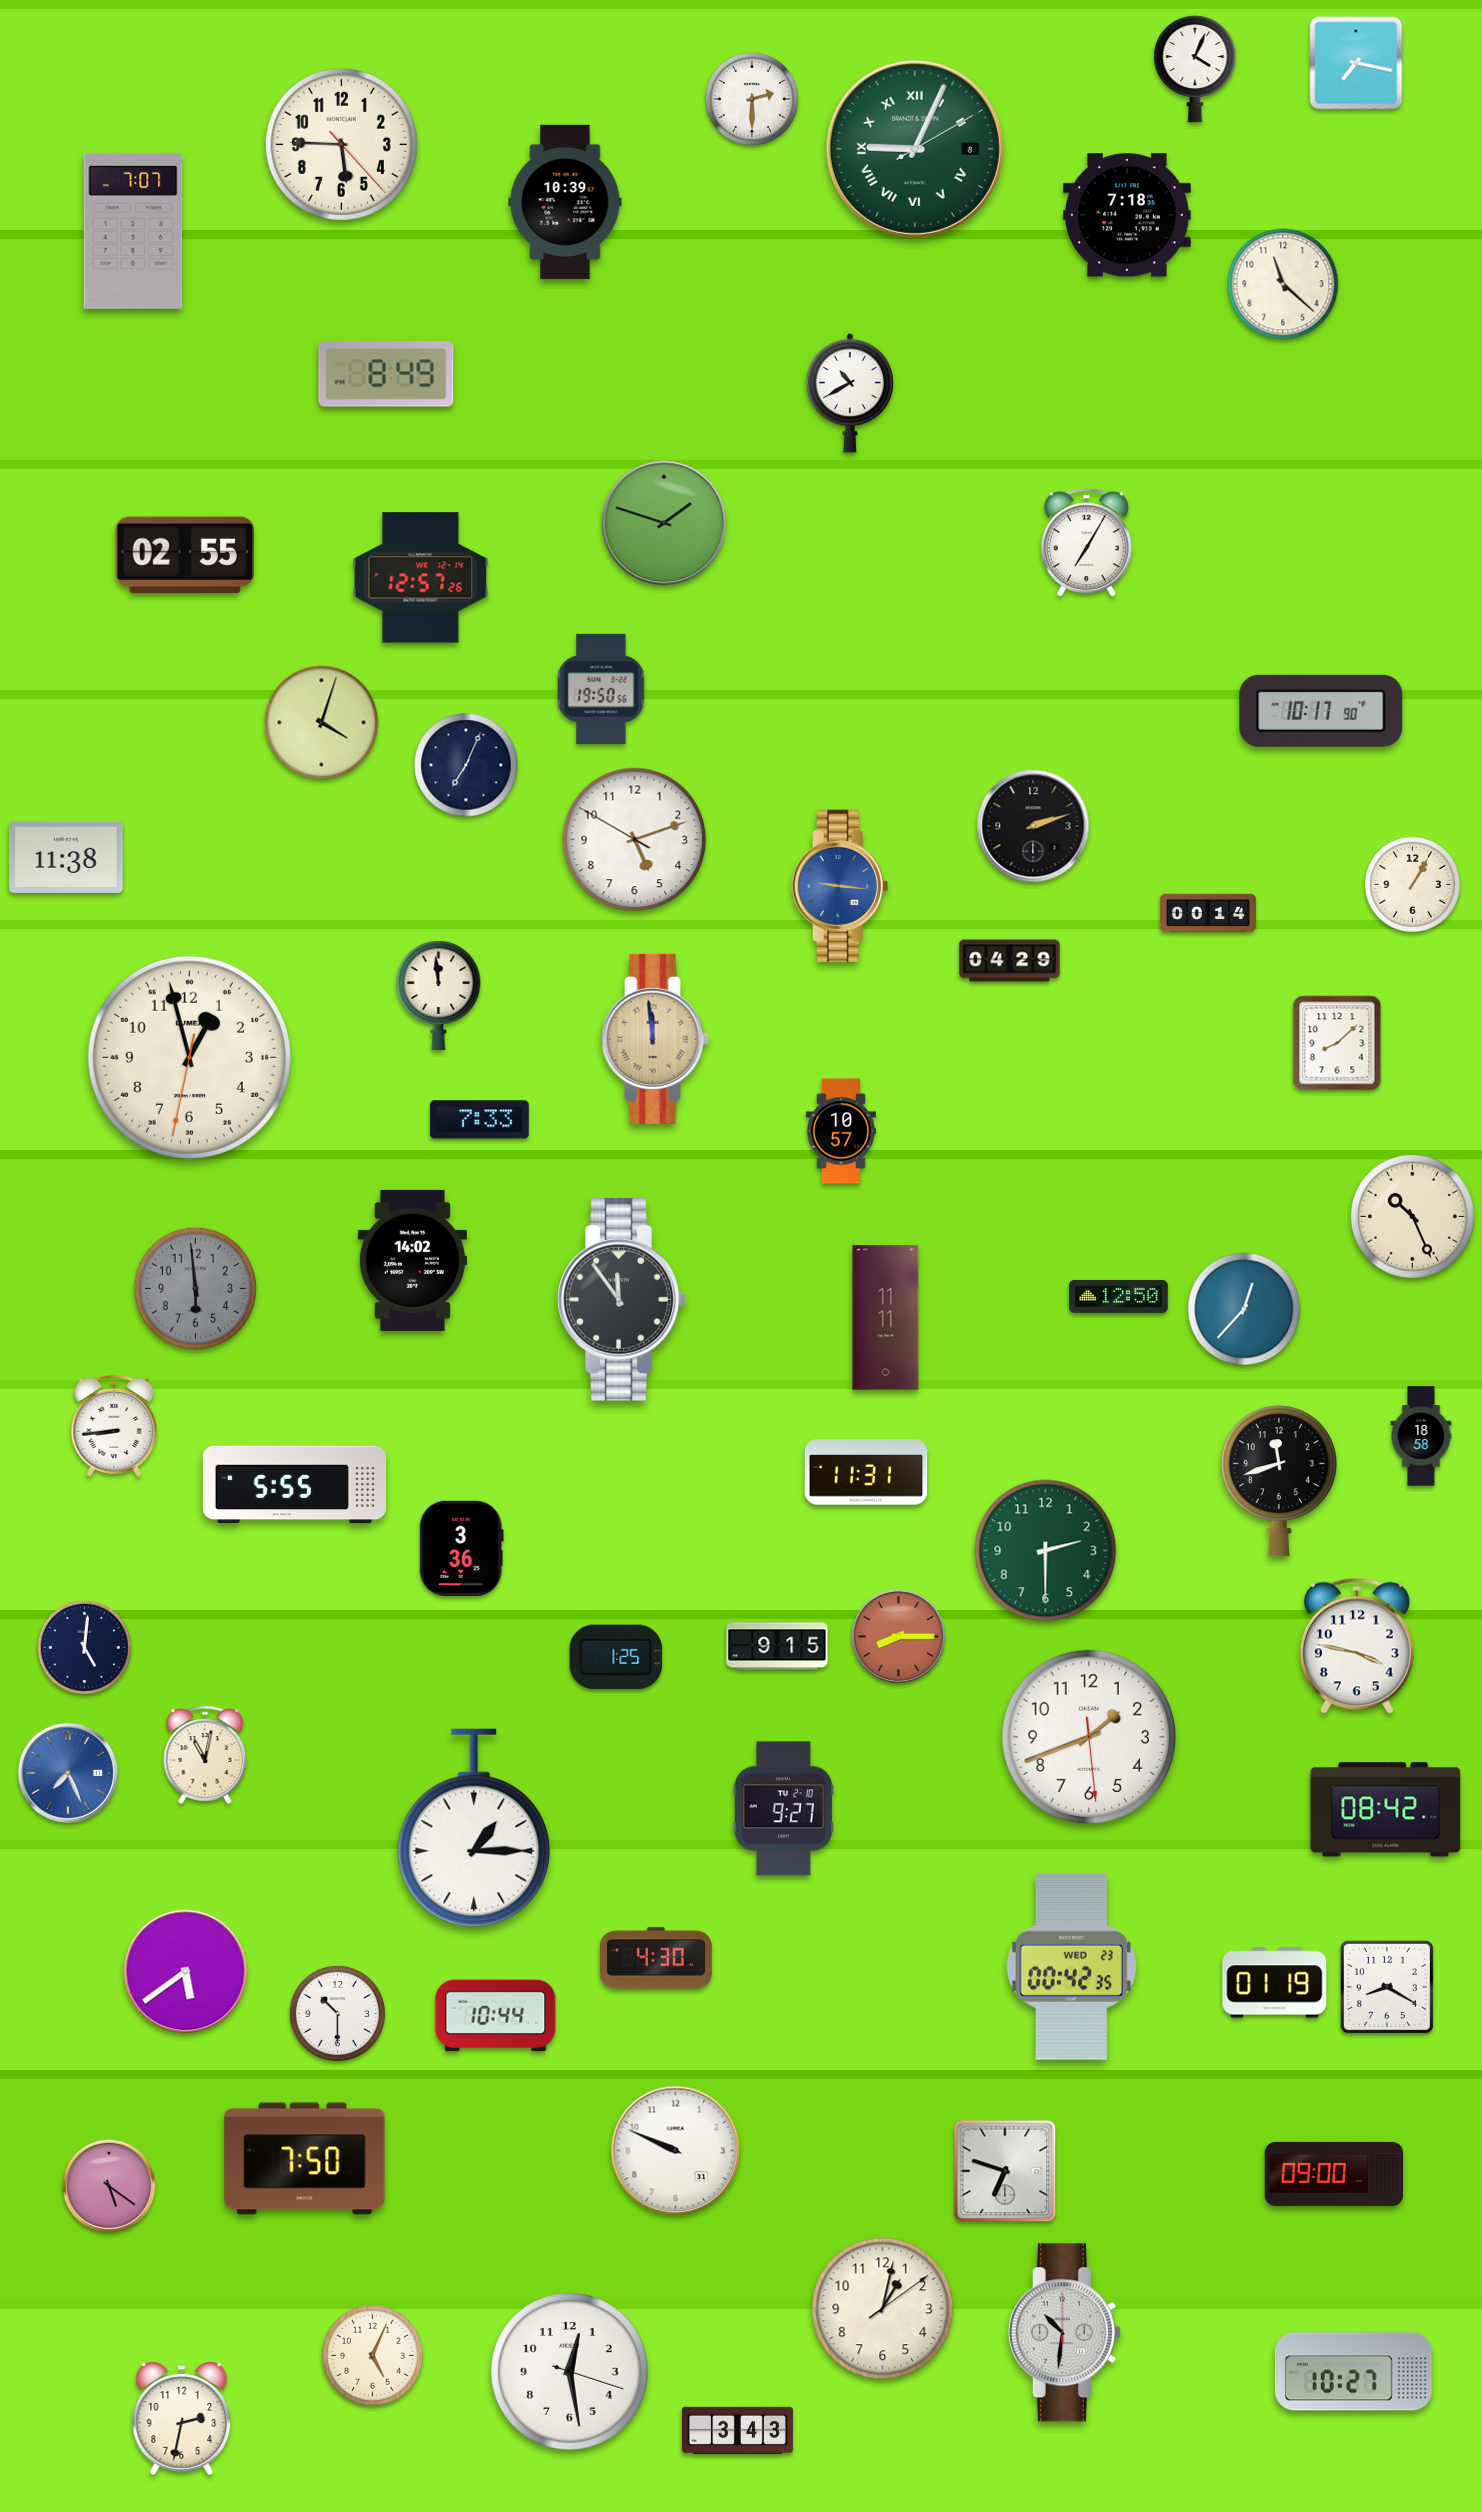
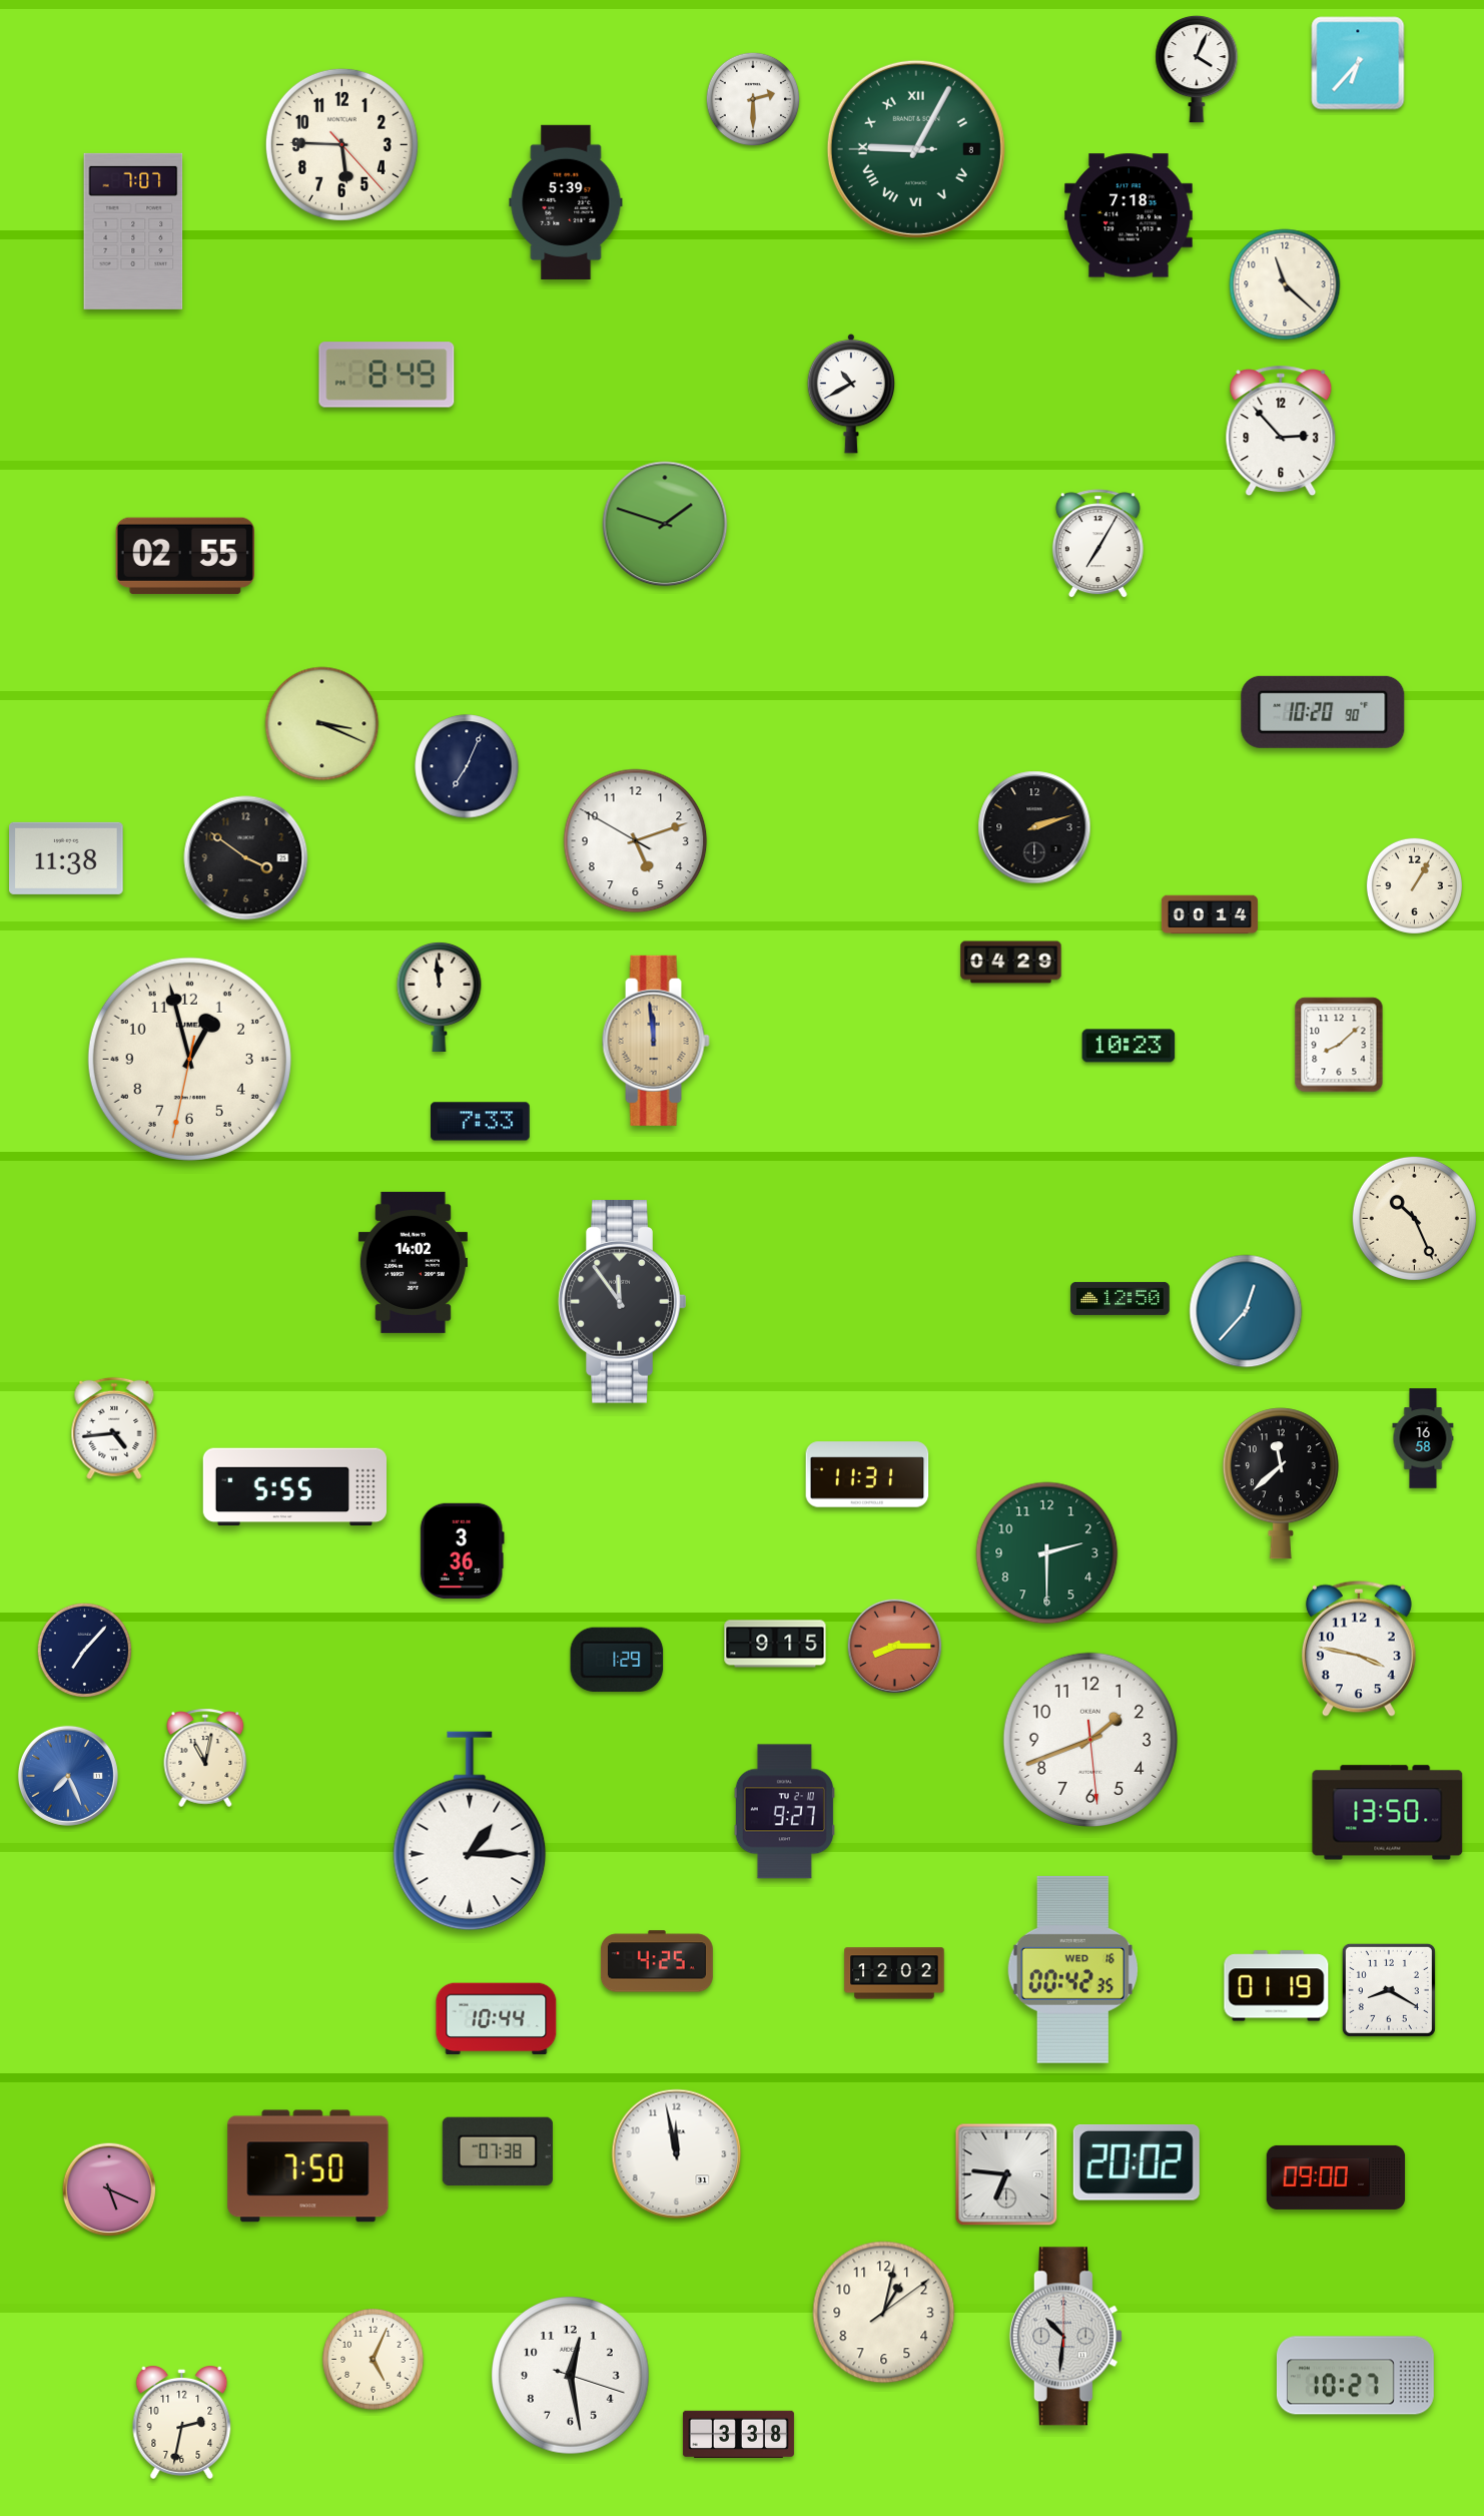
clock at (1356, 63): 7:17 -> 6:37
clock at (915, 149): 9:04:10 -> 9:04:45
clock at (565, 202): 10:39 -> 5:39
clock at (1281, 431): none -> 2:53
clock at (1086, 543) position: (1086, 543) -> (1097, 544)
clock at (421, 578): 12:57 -> none
clock at (601, 689): 19:50 -> none
clock at (1321, 711): 10:17 -> 10:20
clock at (322, 723): 4:03 -> 3:19
clock at (246, 858): none -> 3:51
clock at (840, 886): 9:16 -> none
clock at (1129, 1046): none -> 10:23
clock at (841, 1131): 10:57 -> none
clock at (195, 1288): 5:59 -> none
clock at (886, 1318): 11:11 -> none
clock at (114, 1426): 8:44 -> 4:44
clock at (1421, 1436): 18:58 -> 16:58
clock at (1279, 1481): 11:42 -> 11:38
clock at (899, 1637) position: (899, 1637) -> (895, 1647)
clock at (777, 1646) position: (777, 1646) -> (775, 1644)
clock at (84, 1647): 5:01 -> 7:07
clock at (616, 1657): 1:25 -> 1:29
clock at (1386, 1810): 08:42 -> 13:50
clock at (474, 1828) position: (474, 1828) -> (470, 1831)
clock at (656, 1958): 4:30 -> 4:25
clock at (1071, 1966) date: WED 23 -> WED 16
clock at (894, 1973): none -> 12:02
clock at (186, 1972): 5:39 -> none
clock at (337, 2013): 10:30 -> none
clock at (498, 2150): none -> 07:38
clock at (676, 2151): 9:49 -> 11:58
clock at (305, 2159) position: (305, 2159) -> (308, 2166)
clock at (1137, 2162): none -> 20:02
clock at (1005, 2171): 6:48 -> 6:46
clock at (109, 2186): 5:21 -> 5:19
clock at (737, 2430): 3:43 -> 3:38
